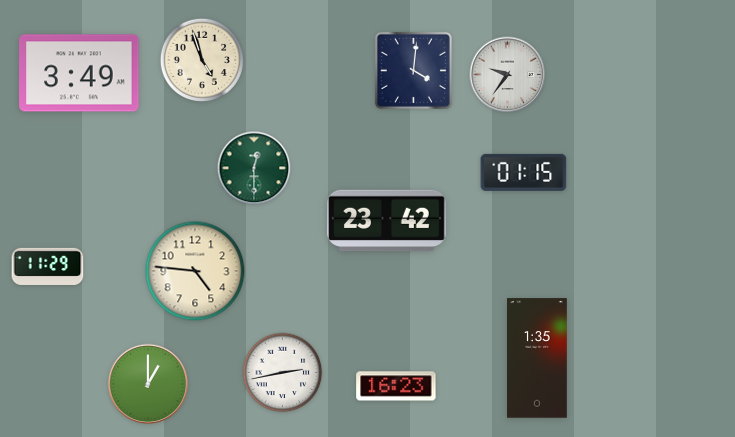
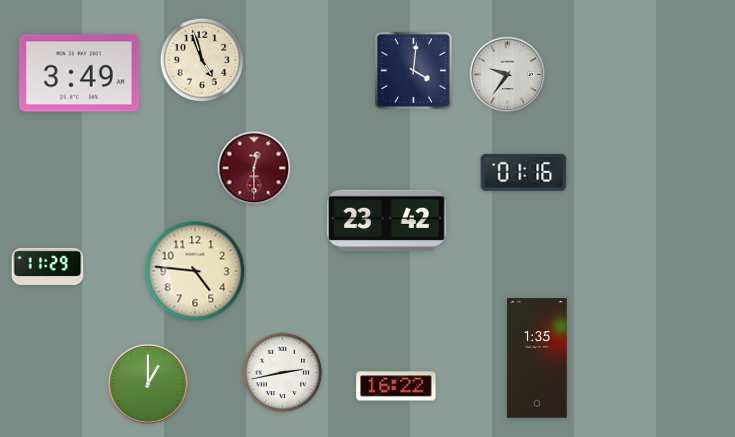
clock at (254, 168) dial: green -> burgundy
clock at (524, 172): 01:15 -> 01:16
clock at (396, 386): 16:23 -> 16:22
